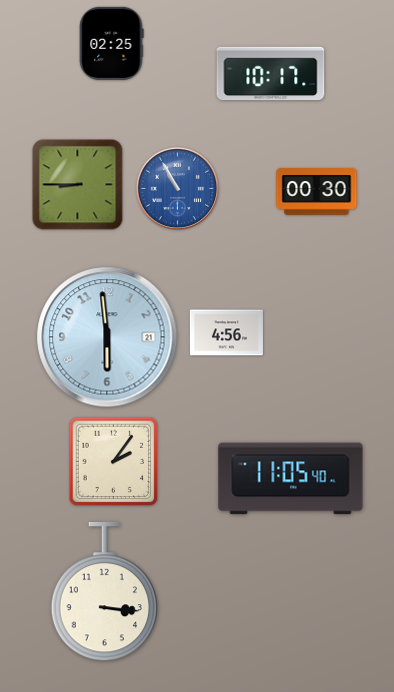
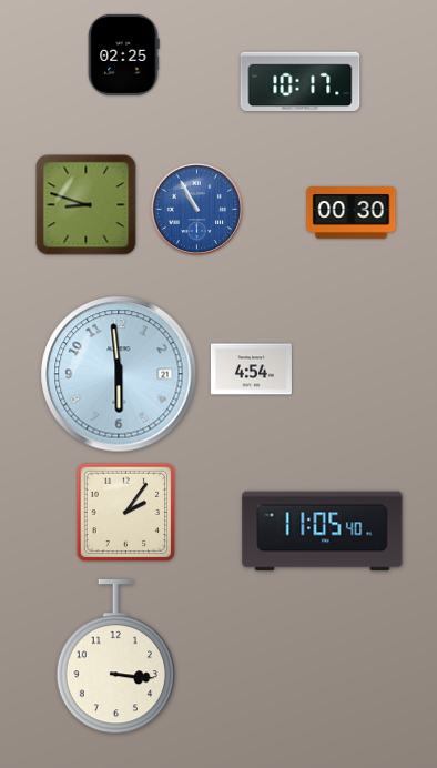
clock at (111, 43) position: (111, 43) -> (123, 54)
clock at (78, 185): 8:45 -> 8:48
clock at (226, 333): 4:56 -> 4:54
